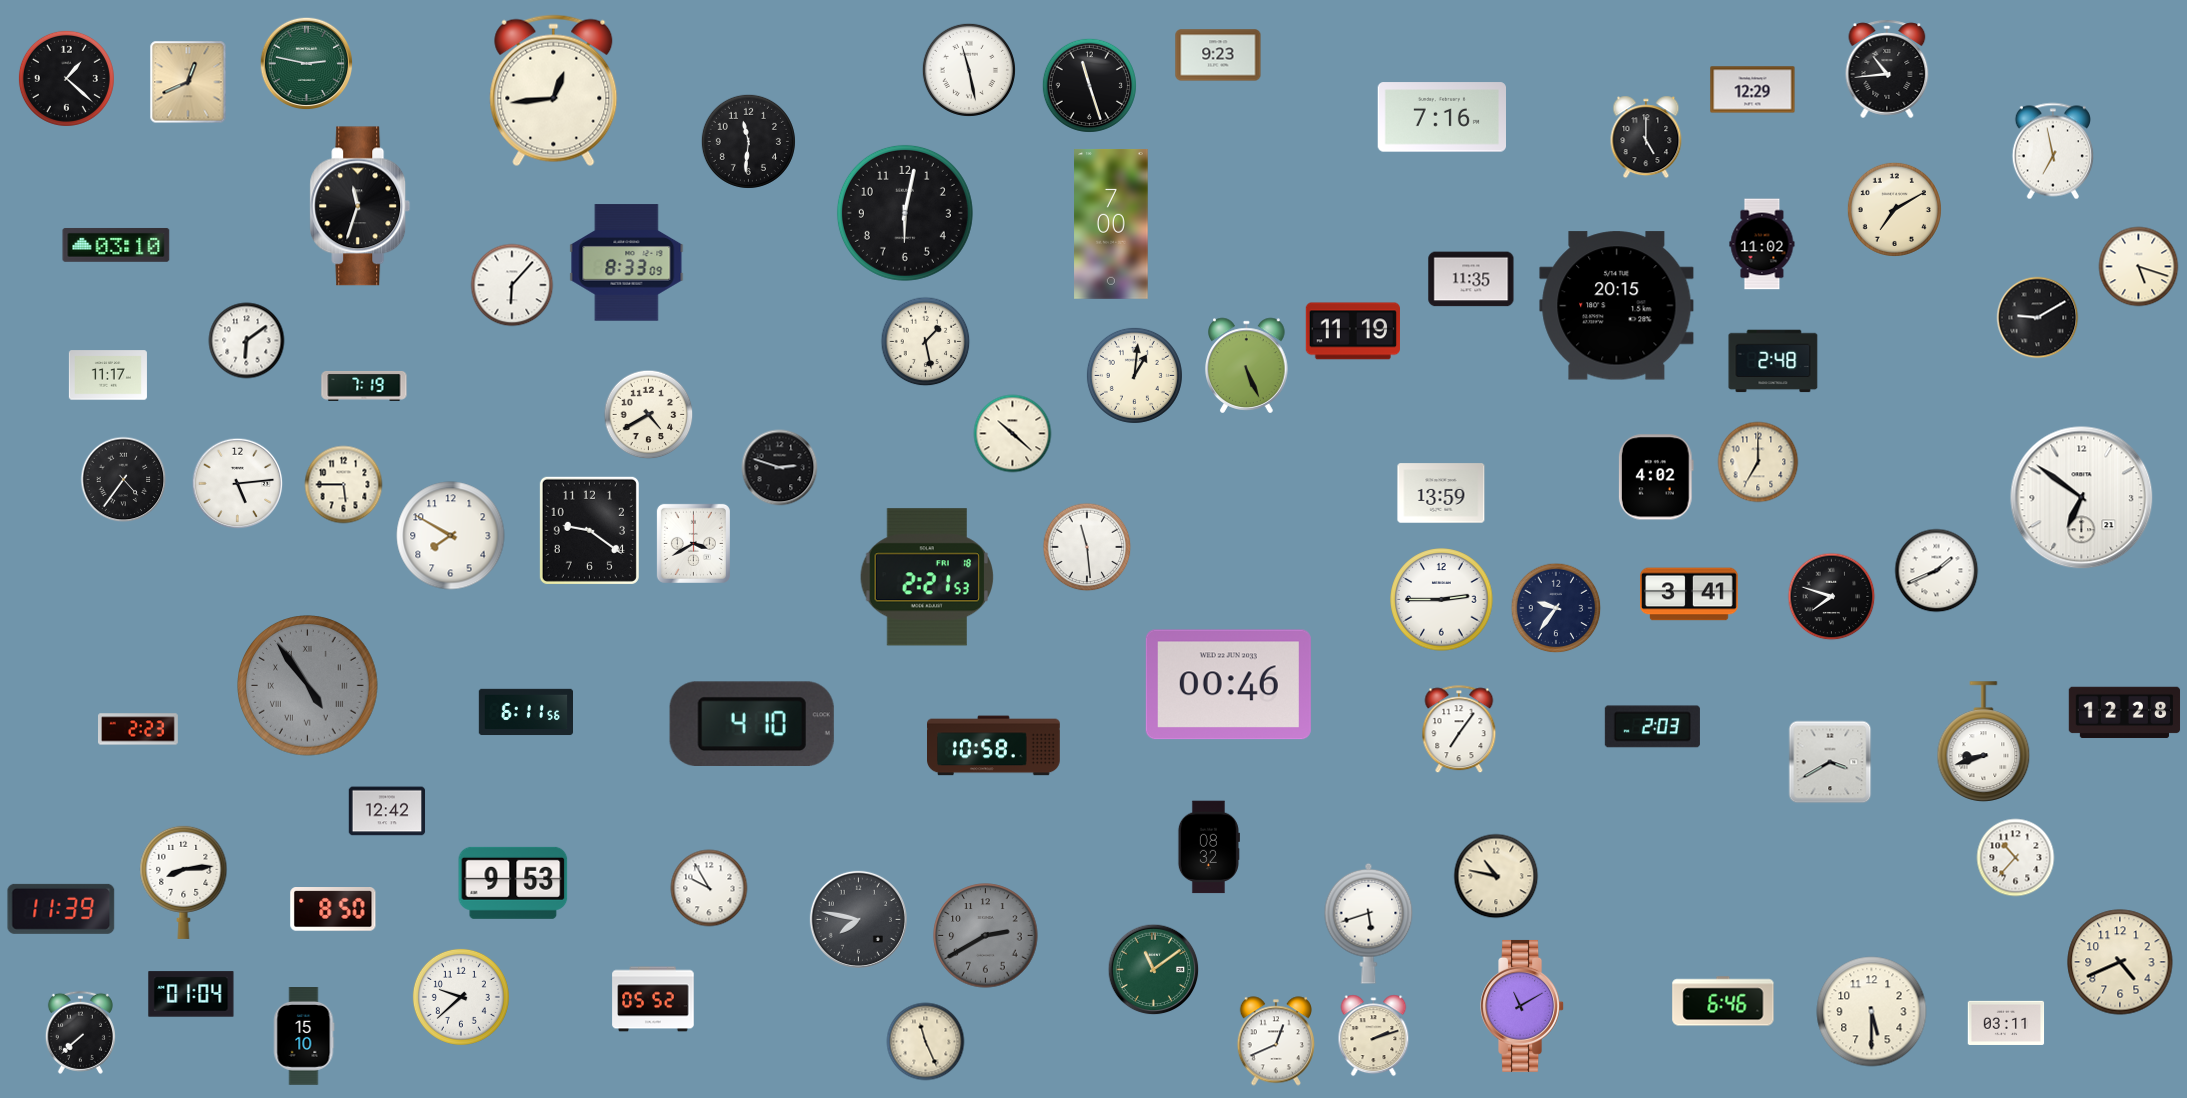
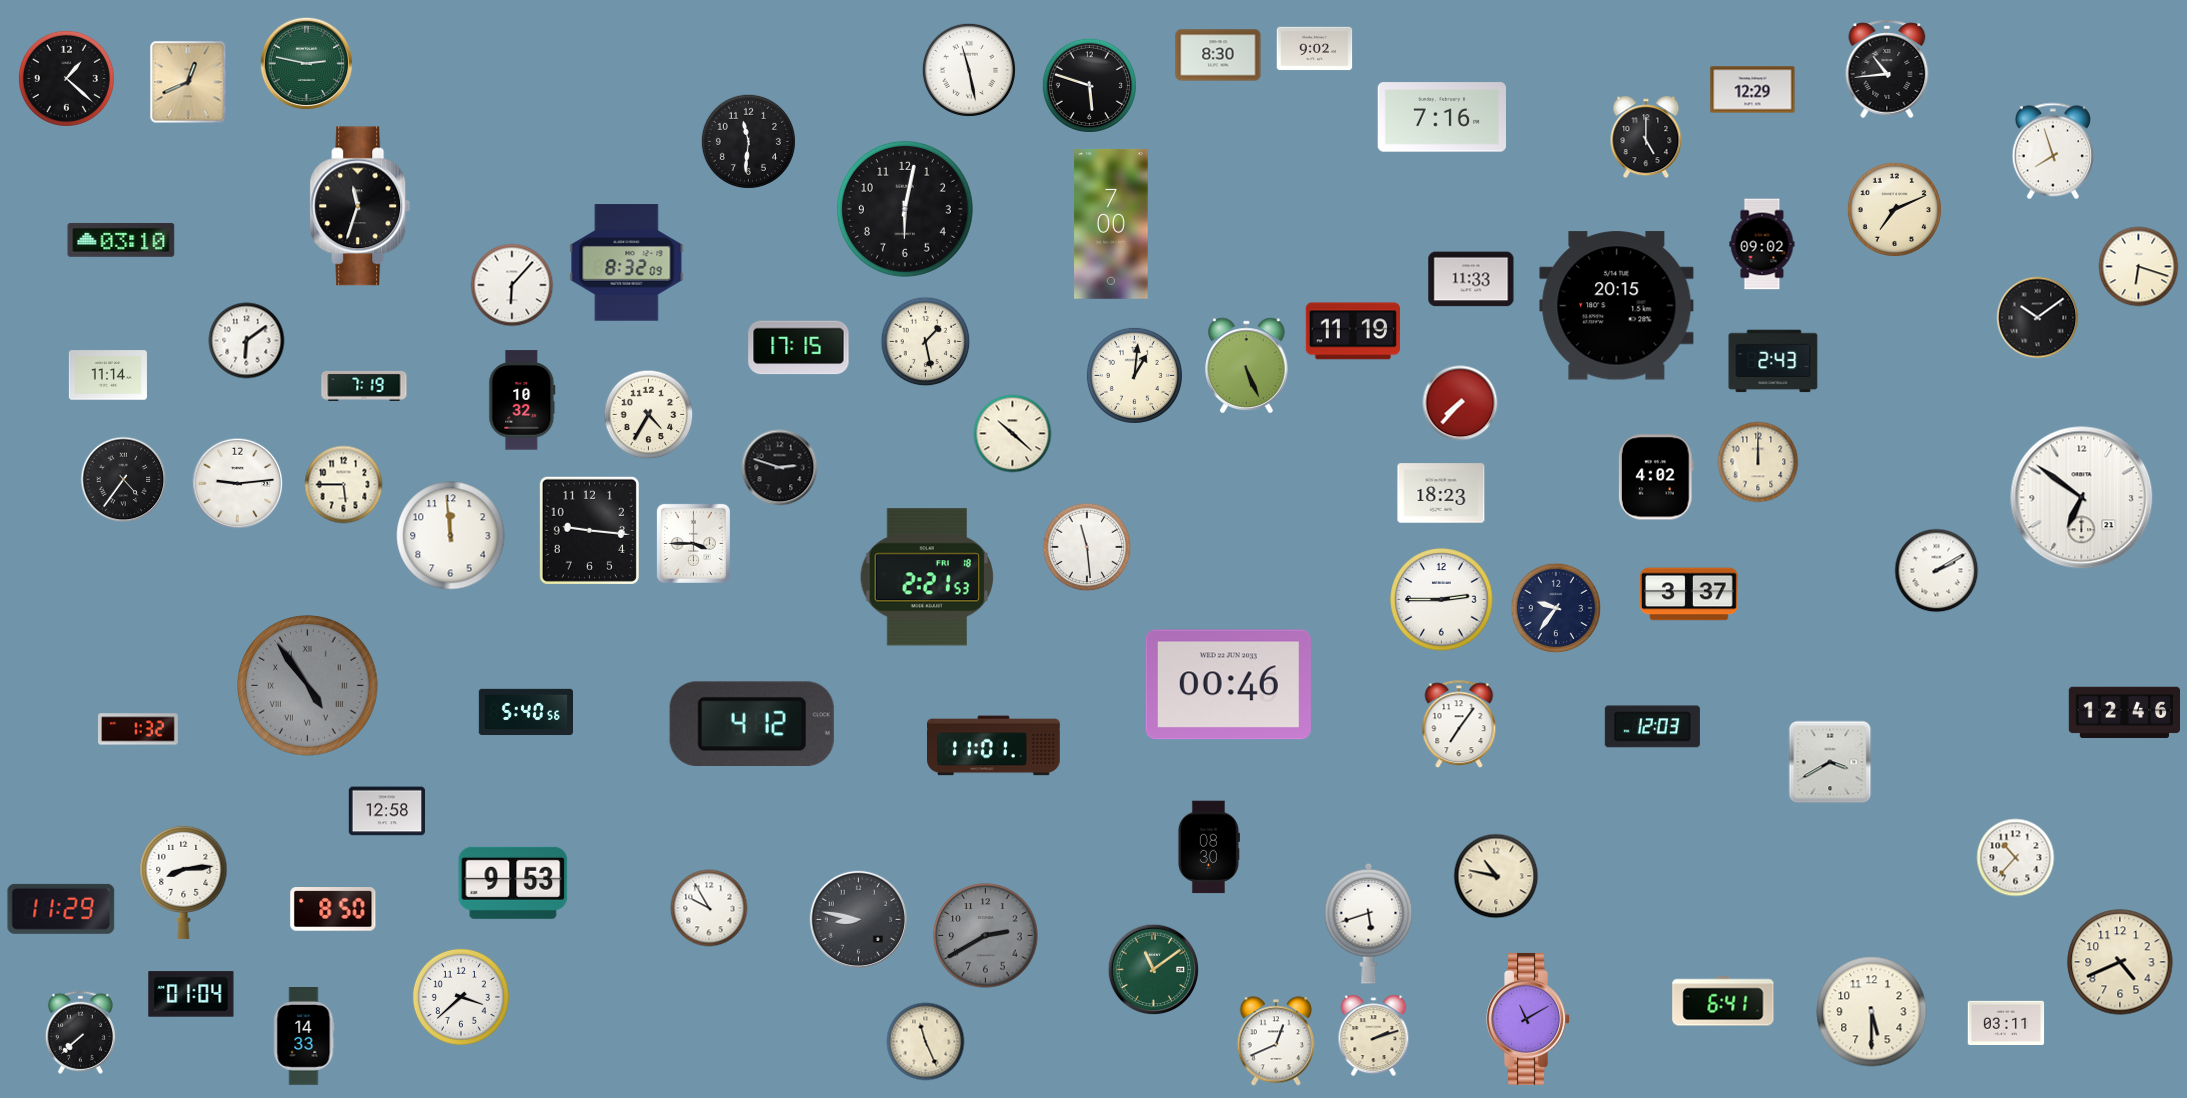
clock at (1315, 49): none -> 9:02
clock at (1218, 55): 9:23 -> 8:30
clock at (1089, 85): 11:27 -> 5:48
clock at (554, 91): 12:44 -> none
clock at (2053, 151): 6:58 -> 7:57
clock at (1894, 209): 7:10 -> 7:11
clock at (905, 213) position: (905, 213) -> (905, 209)
clock at (1762, 244): 11:02 -> 09:02
clock at (116, 245) position: (116, 245) -> (121, 240)
clock at (627, 263): 8:33 -> 8:32
clock at (2139, 267): 5:18 -> 6:18
clock at (1471, 279): 11:35 -> 11:33
clock at (2038, 318): 9:10 -> 10:09
clock at (799, 348): none -> 17:15
clock at (1773, 361): 2:48 -> 2:43
clock at (108, 375): 11:17 -> 11:14
clock at (522, 400): none -> 10:32
clock at (1460, 403): none -> 7:37
clock at (649, 415): 4:40 -> 4:35
clock at (1758, 462): 7:00 -> 12:00
clock at (238, 484): 5:14 -> 9:14
clock at (1441, 493): 13:59 -> 18:23
clock at (589, 530): 9:21 -> 9:16
clock at (451, 536): 7:50 -> 11:59
clock at (693, 543): 3:40 -> 3:45
clock at (1937, 571): 1:41 -> 2:10
clock at (1690, 594): 3:41 -> 3:37
clock at (1832, 597): 7:48 -> none
clock at (525, 712): 6:11 -> 5:40
clock at (2125, 713): 12:28 -> 12:46
clock at (752, 723): 4:10 -> 4:12
clock at (1652, 727): 2:03 -> 12:03
clock at (139, 729): 2:23 -> 1:32
clock at (1459, 730) position: (1459, 730) -> (1459, 725)
clock at (1984, 742): 8:42 -> none
clock at (994, 746): 10:58 -> 11:01
clock at (387, 811): 12:42 -> 12:58
clock at (1208, 847): 08:32 -> 08:30
clock at (709, 888) position: (709, 888) -> (709, 908)
clock at (61, 909): 11:39 -> 11:29
clock at (858, 919): 7:47 -> 8:47
clock at (461, 997): 9:38 -> 3:38
clock at (653, 999): 05:52 -> none
clock at (1723, 1001): 6:46 -> 6:41
clock at (1523, 1006) position: (1523, 1006) -> (1529, 1019)
clock at (304, 1037): 15:10 -> 14:33
